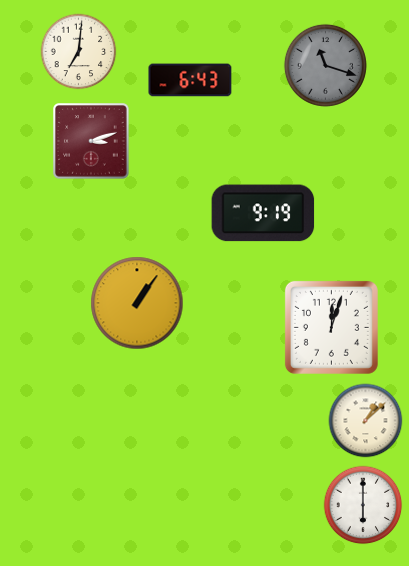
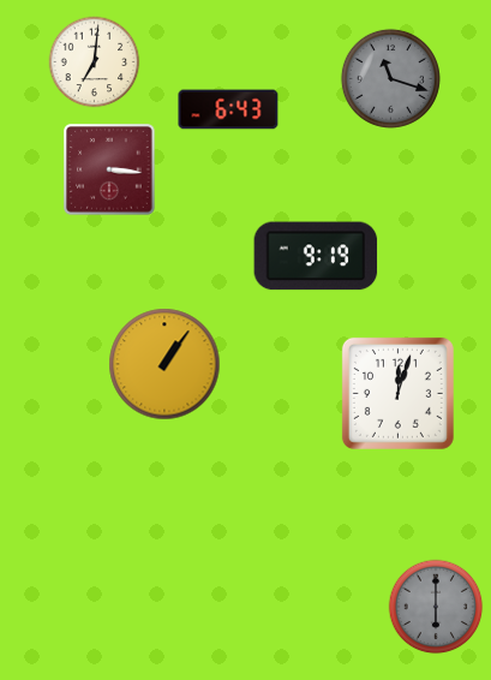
clock at (190, 80) position: (190, 80) -> (228, 109)
clock at (91, 141): 3:12 -> 3:16
clock at (366, 421): 1:08 -> none
clock at (363, 505) dial: white -> grey
